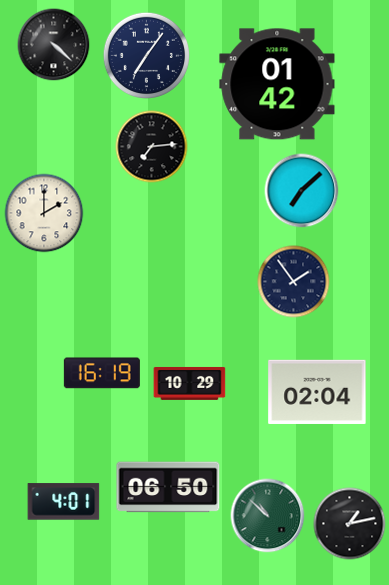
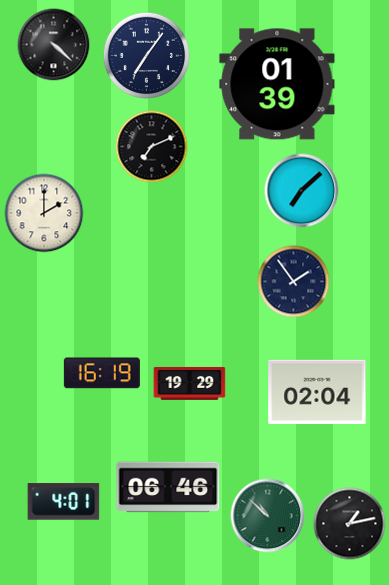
clock at (277, 84): 01:42 -> 01:39
clock at (152, 147): 7:14 -> 7:11
clock at (190, 384): 10:29 -> 19:29
clock at (168, 487): 06:50 -> 06:46
